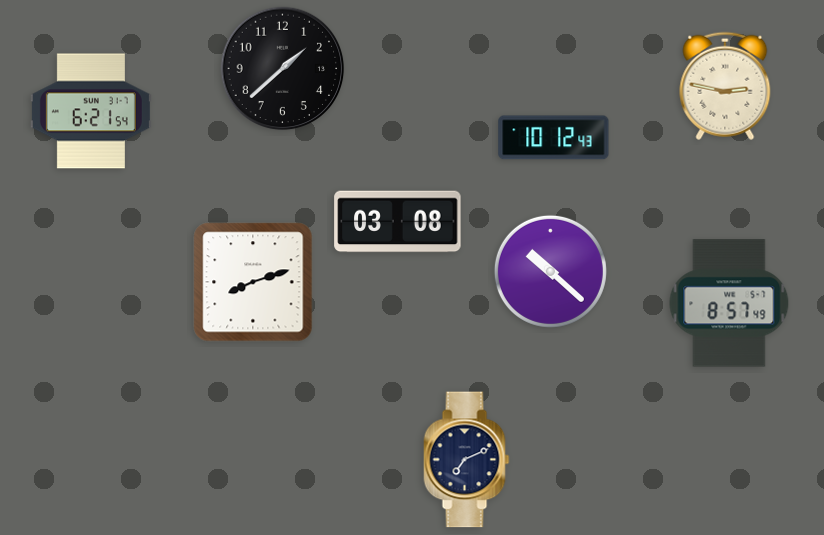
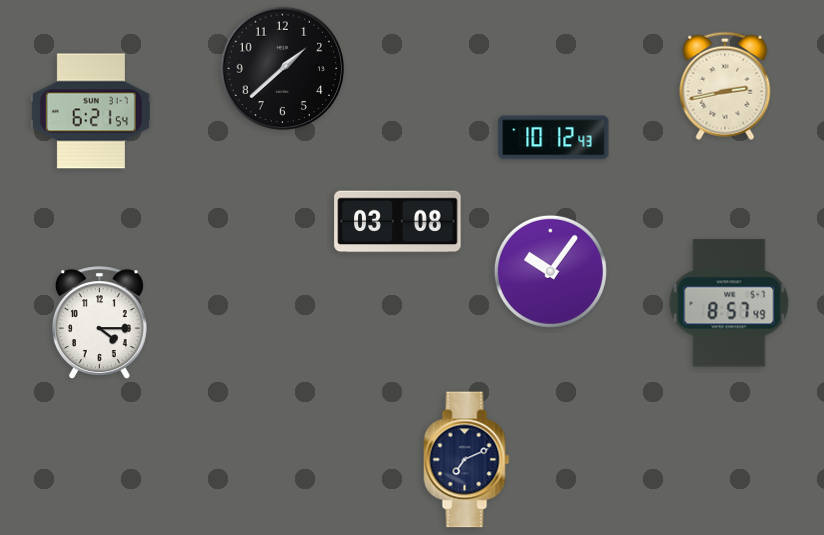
clock at (725, 86): 2:47 -> 2:43
clock at (550, 271): 10:22 -> 10:06
clock at (253, 282): 8:12 -> none
clock at (99, 323): none -> 4:15
